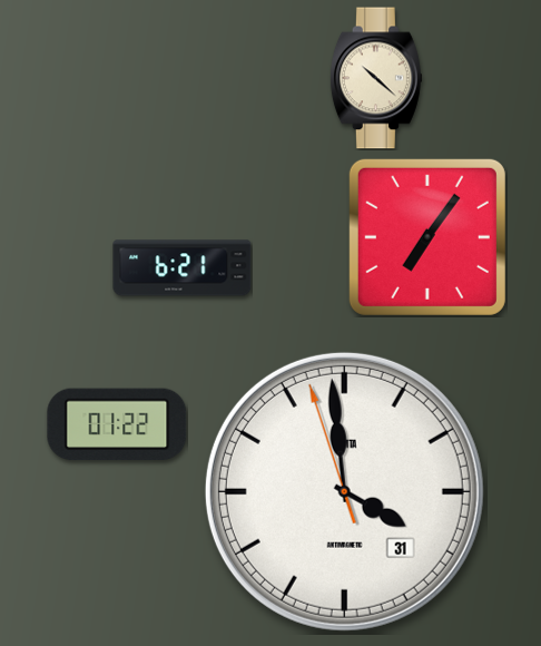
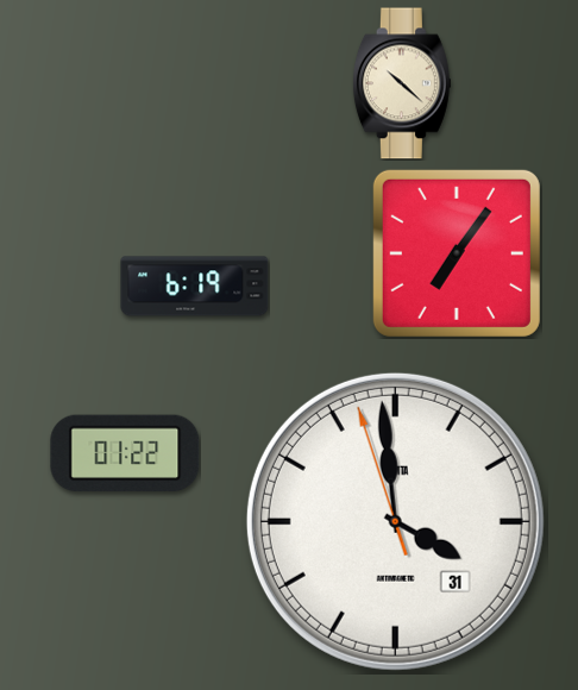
clock at (183, 268): 6:21 -> 6:19
clock at (344, 491) position: (344, 491) -> (395, 521)
